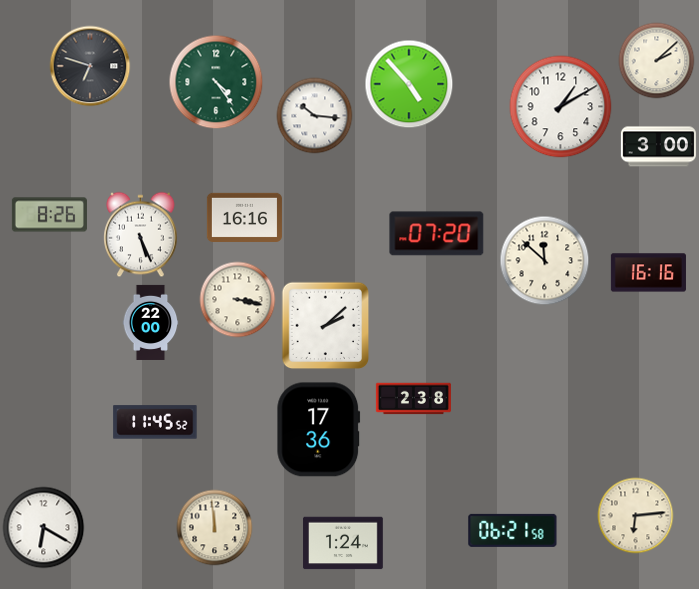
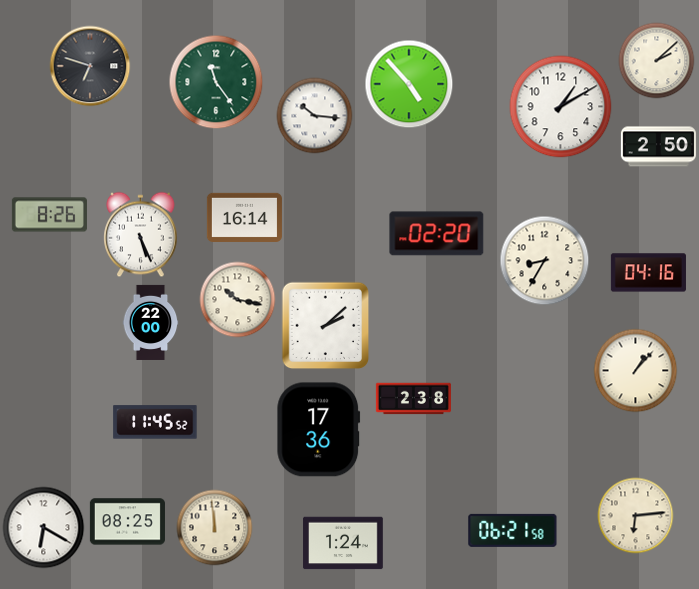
clock at (216, 82): 4:24 -> 11:24
clock at (658, 147): 3:00 -> 2:50
clock at (244, 217): 16:16 -> 16:14
clock at (437, 234): 07:20 -> 02:20
clock at (545, 261): 11:52 -> 8:35
clock at (648, 273): 16:16 -> 04:16
clock at (238, 300): 3:17 -> 10:17
clock at (636, 371): none -> 1:07
clock at (127, 522): none -> 08:25
